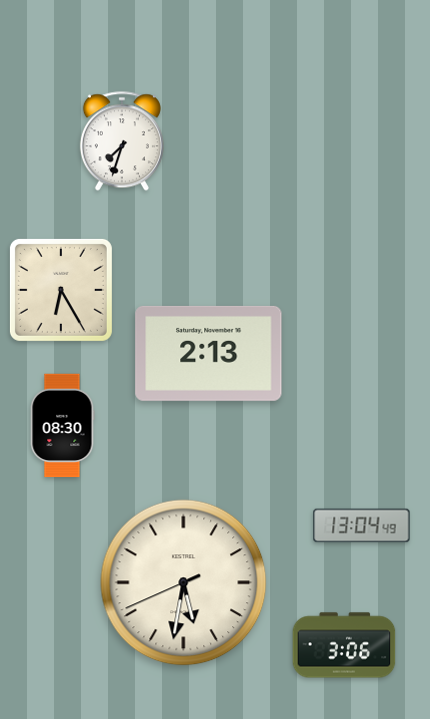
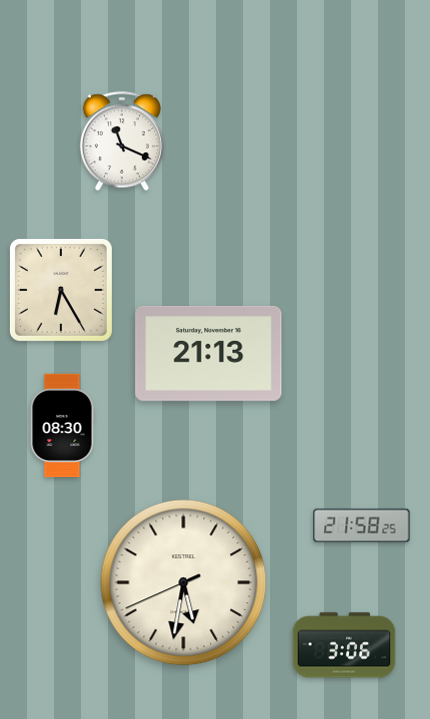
clock at (122, 141): 7:33 -> 11:19
clock at (209, 353): 2:13 -> 21:13
clock at (362, 526): 13:04 -> 21:58
